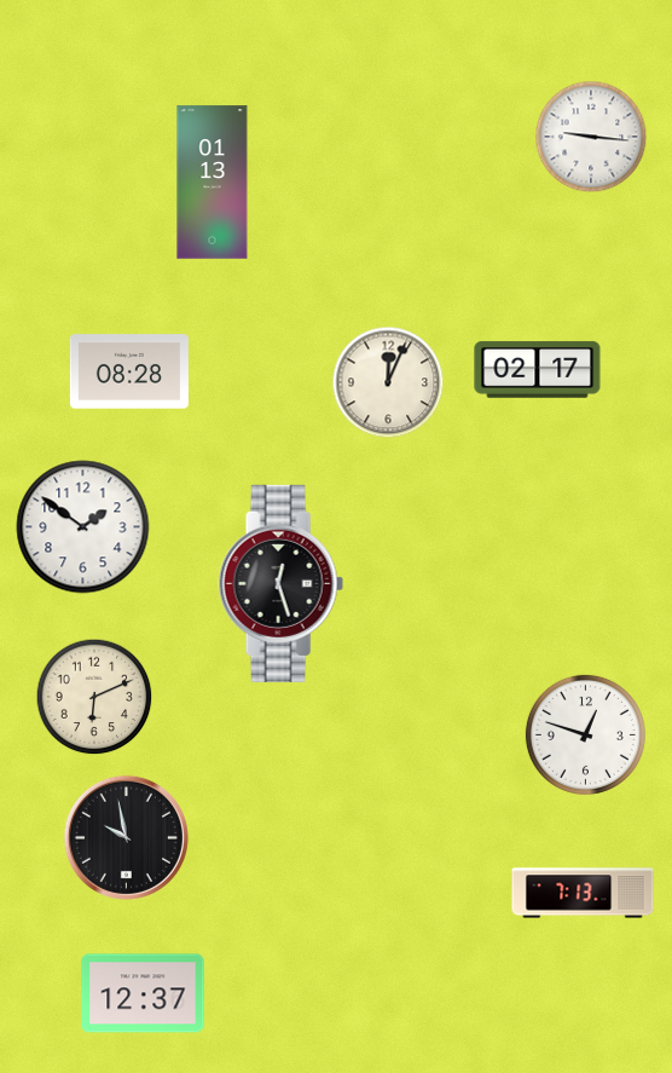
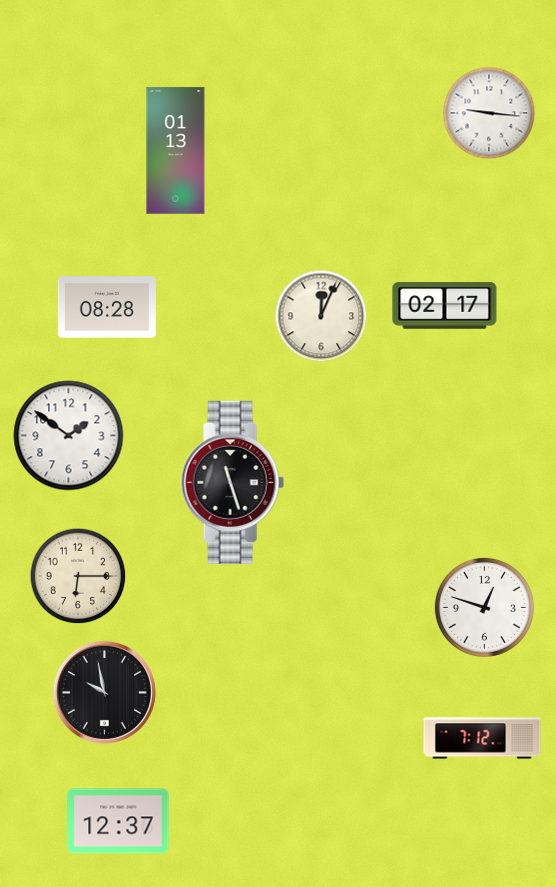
clock at (280, 583): 12:27 -> 11:27
clock at (94, 697): 6:11 -> 6:15
clock at (583, 893): 7:13 -> 7:12
